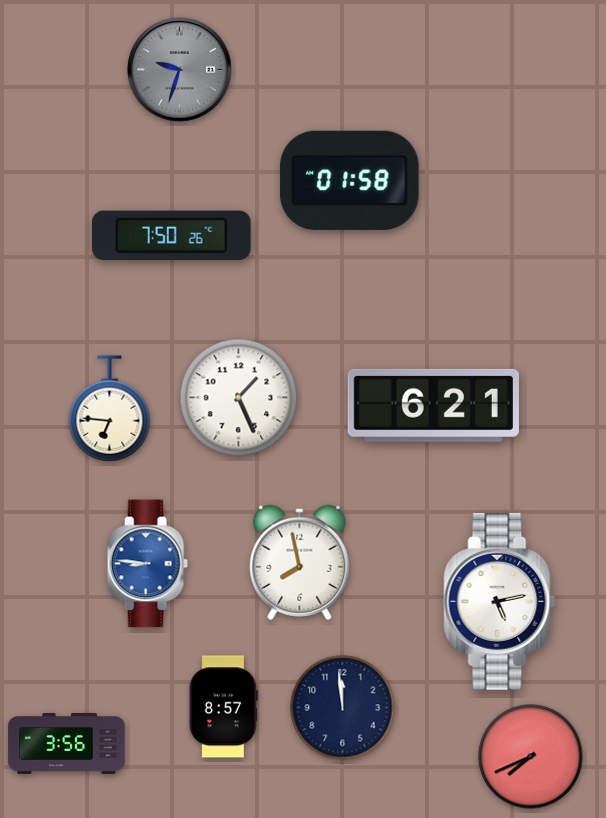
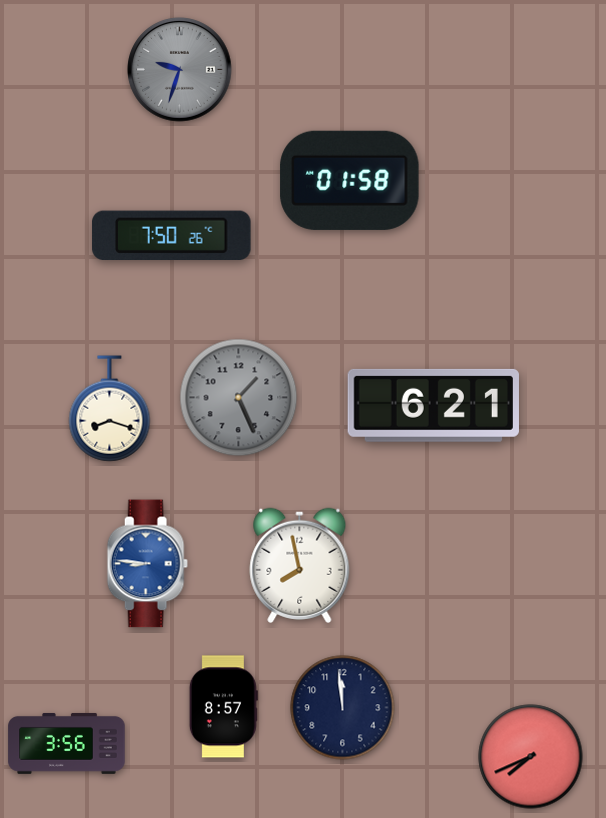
clock at (239, 398) dial: white -> grey
clock at (110, 409): 6:46 -> 8:18
clock at (300, 562) position: (300, 562) -> (300, 565)
clock at (500, 601): 5:13 -> none
